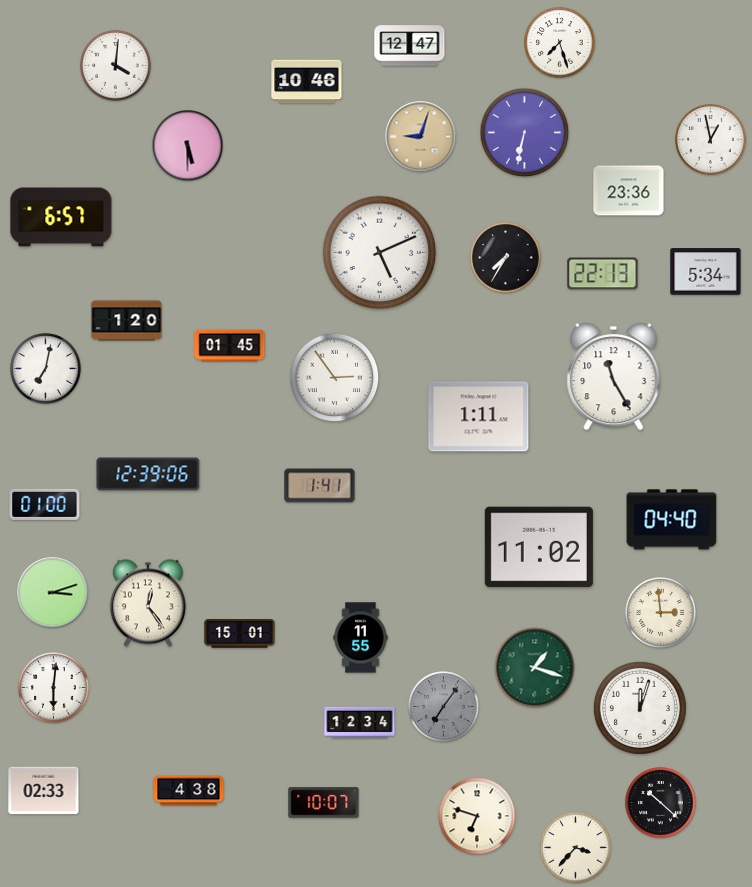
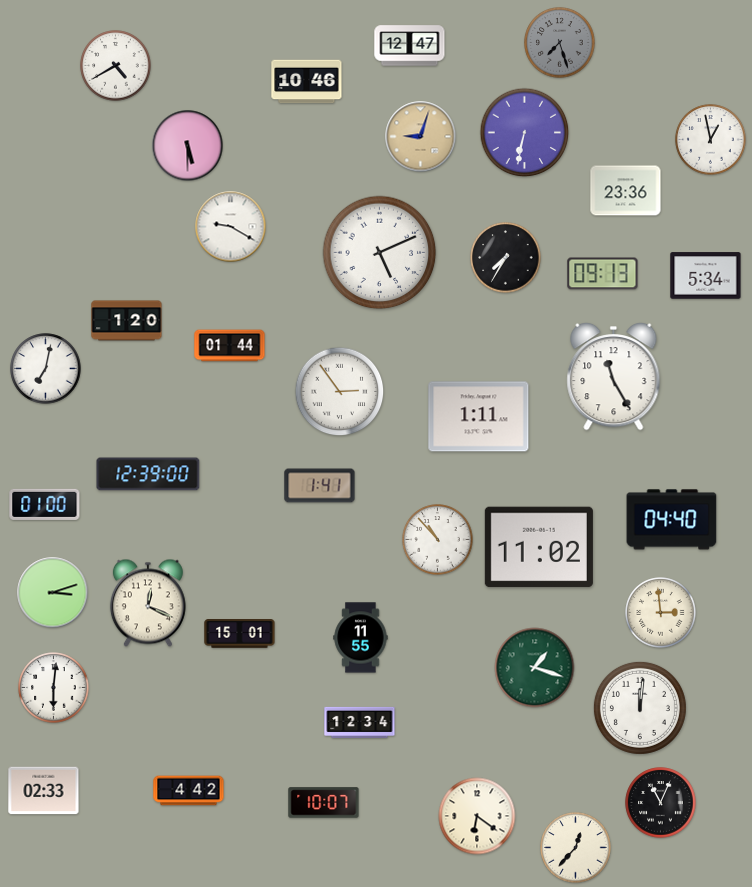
clock at (560, 43) dial: white -> grey
clock at (116, 66): 4:01 -> 4:40
clock at (629, 191) position: (629, 191) -> (626, 191)
clock at (61, 217): 6:57 -> none
clock at (231, 227): none -> 9:20
clock at (706, 272) position: (706, 272) -> (706, 276)
clock at (603, 274): 22:13 -> 09:13
clock at (230, 346): 01:45 -> 01:44
clock at (335, 378) position: (335, 378) -> (340, 392)
clock at (148, 474): 12:39:06 -> 12:39:00
clock at (438, 540): none -> 10:53
clock at (148, 603): 12:24 -> 12:19
clock at (444, 707): 7:06 -> none
clock at (640, 708): 12:03 -> 12:01
clock at (189, 791): 4:38 -> 4:42
clock at (661, 803): 10:22 -> 11:04
clock at (477, 816): 6:48 -> 6:21
clock at (576, 848): 3:37 -> 12:37
